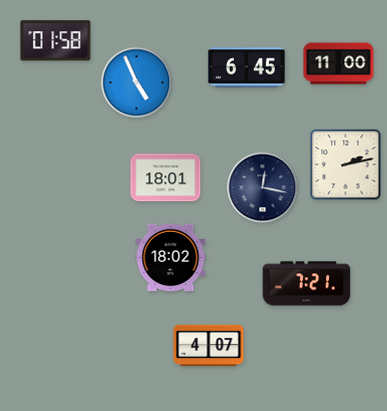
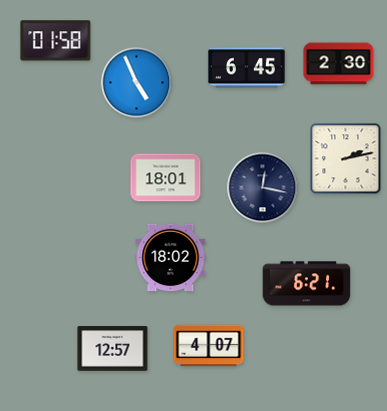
clock at (339, 64): 11:00 -> 2:30
clock at (346, 165) position: (346, 165) -> (346, 159)
clock at (307, 284): 7:21 -> 6:21
clock at (113, 349): none -> 12:57
